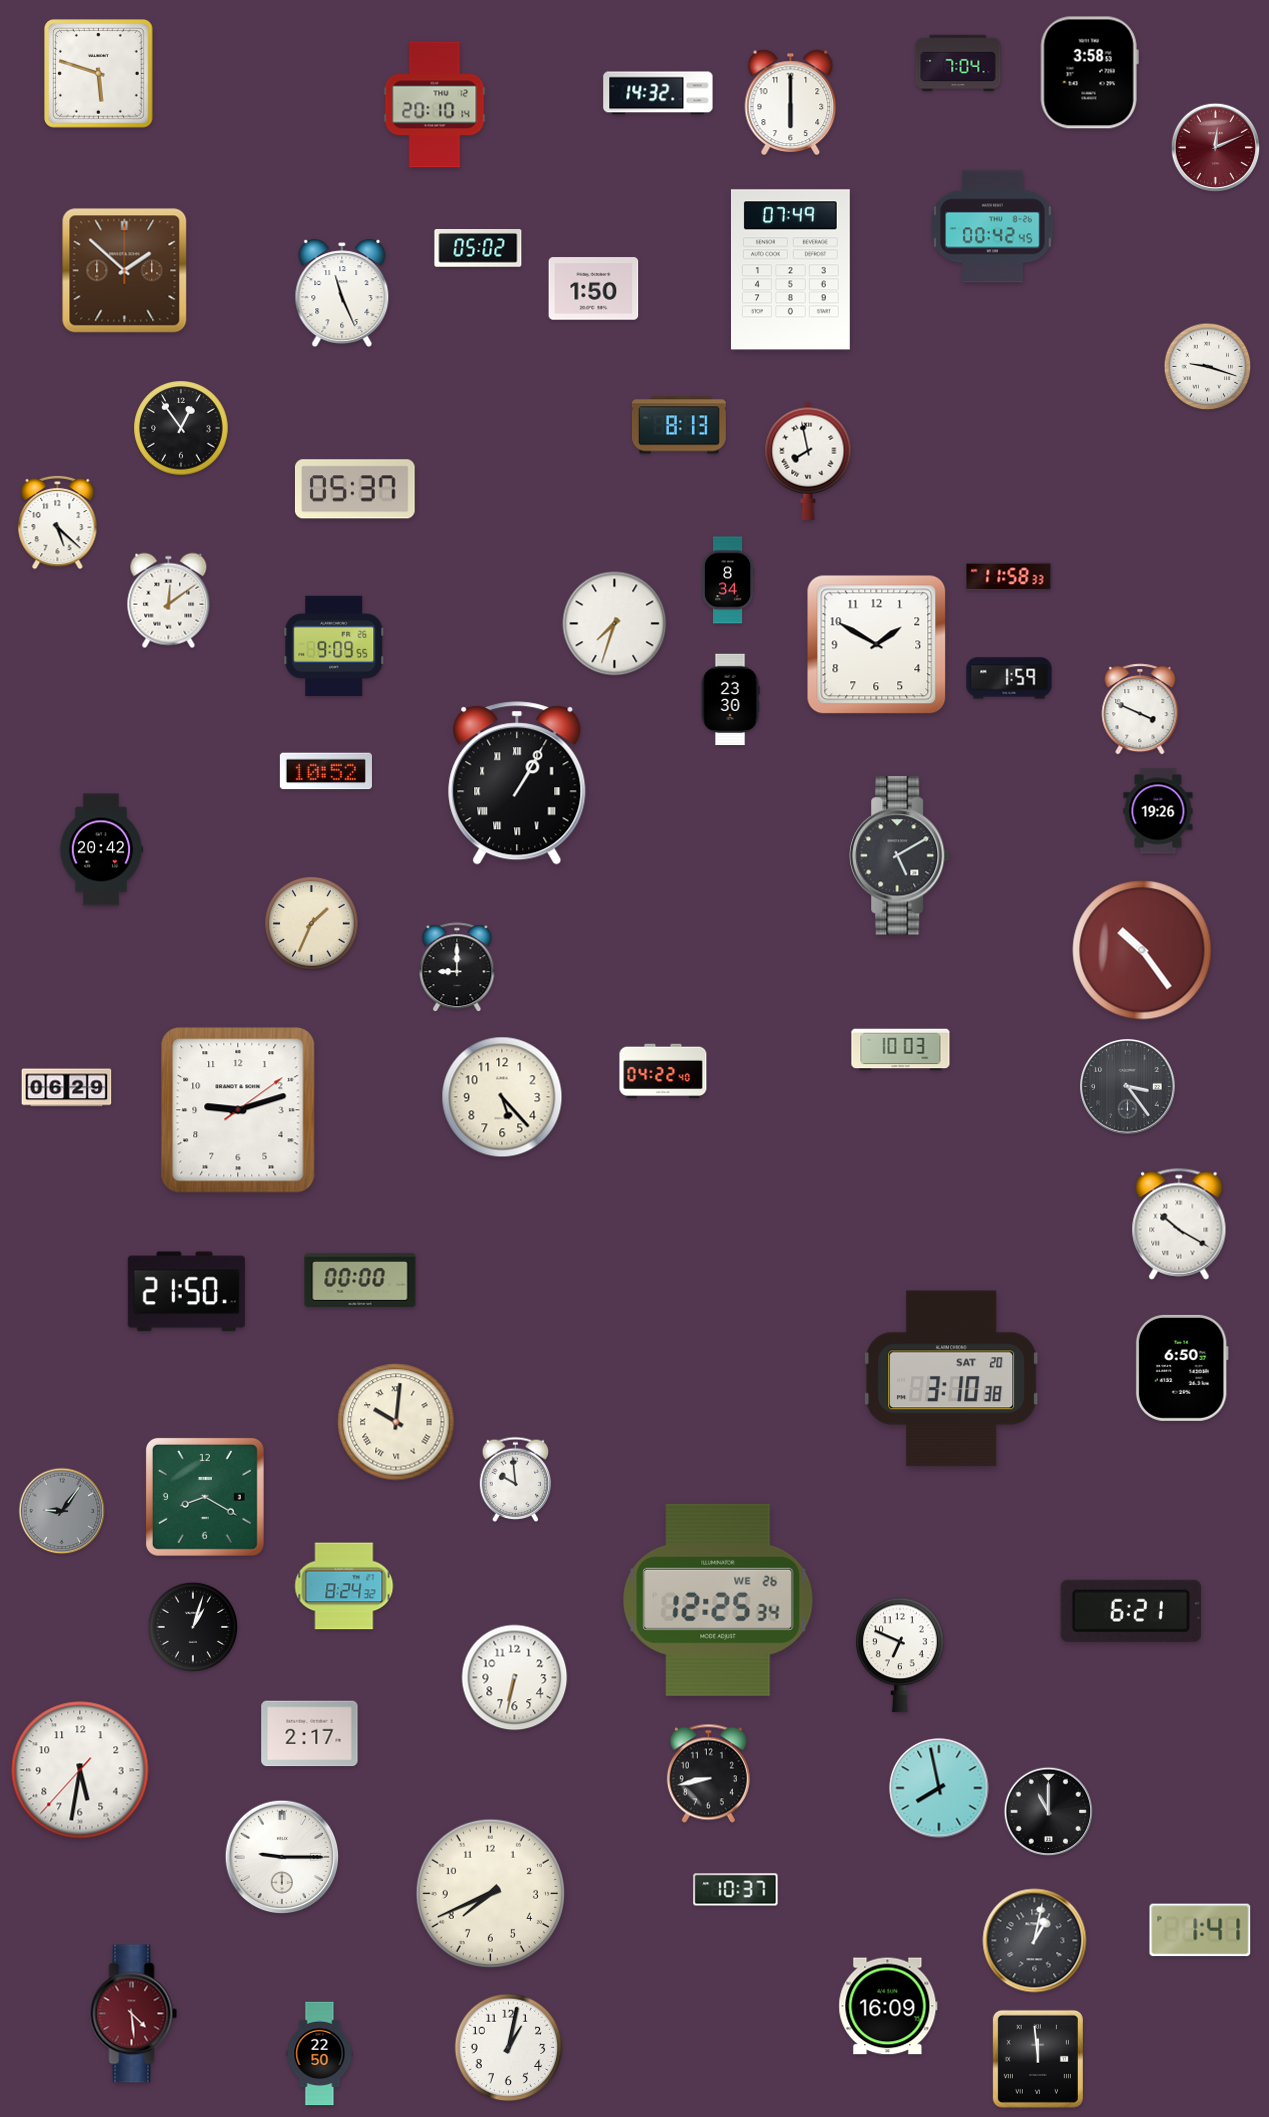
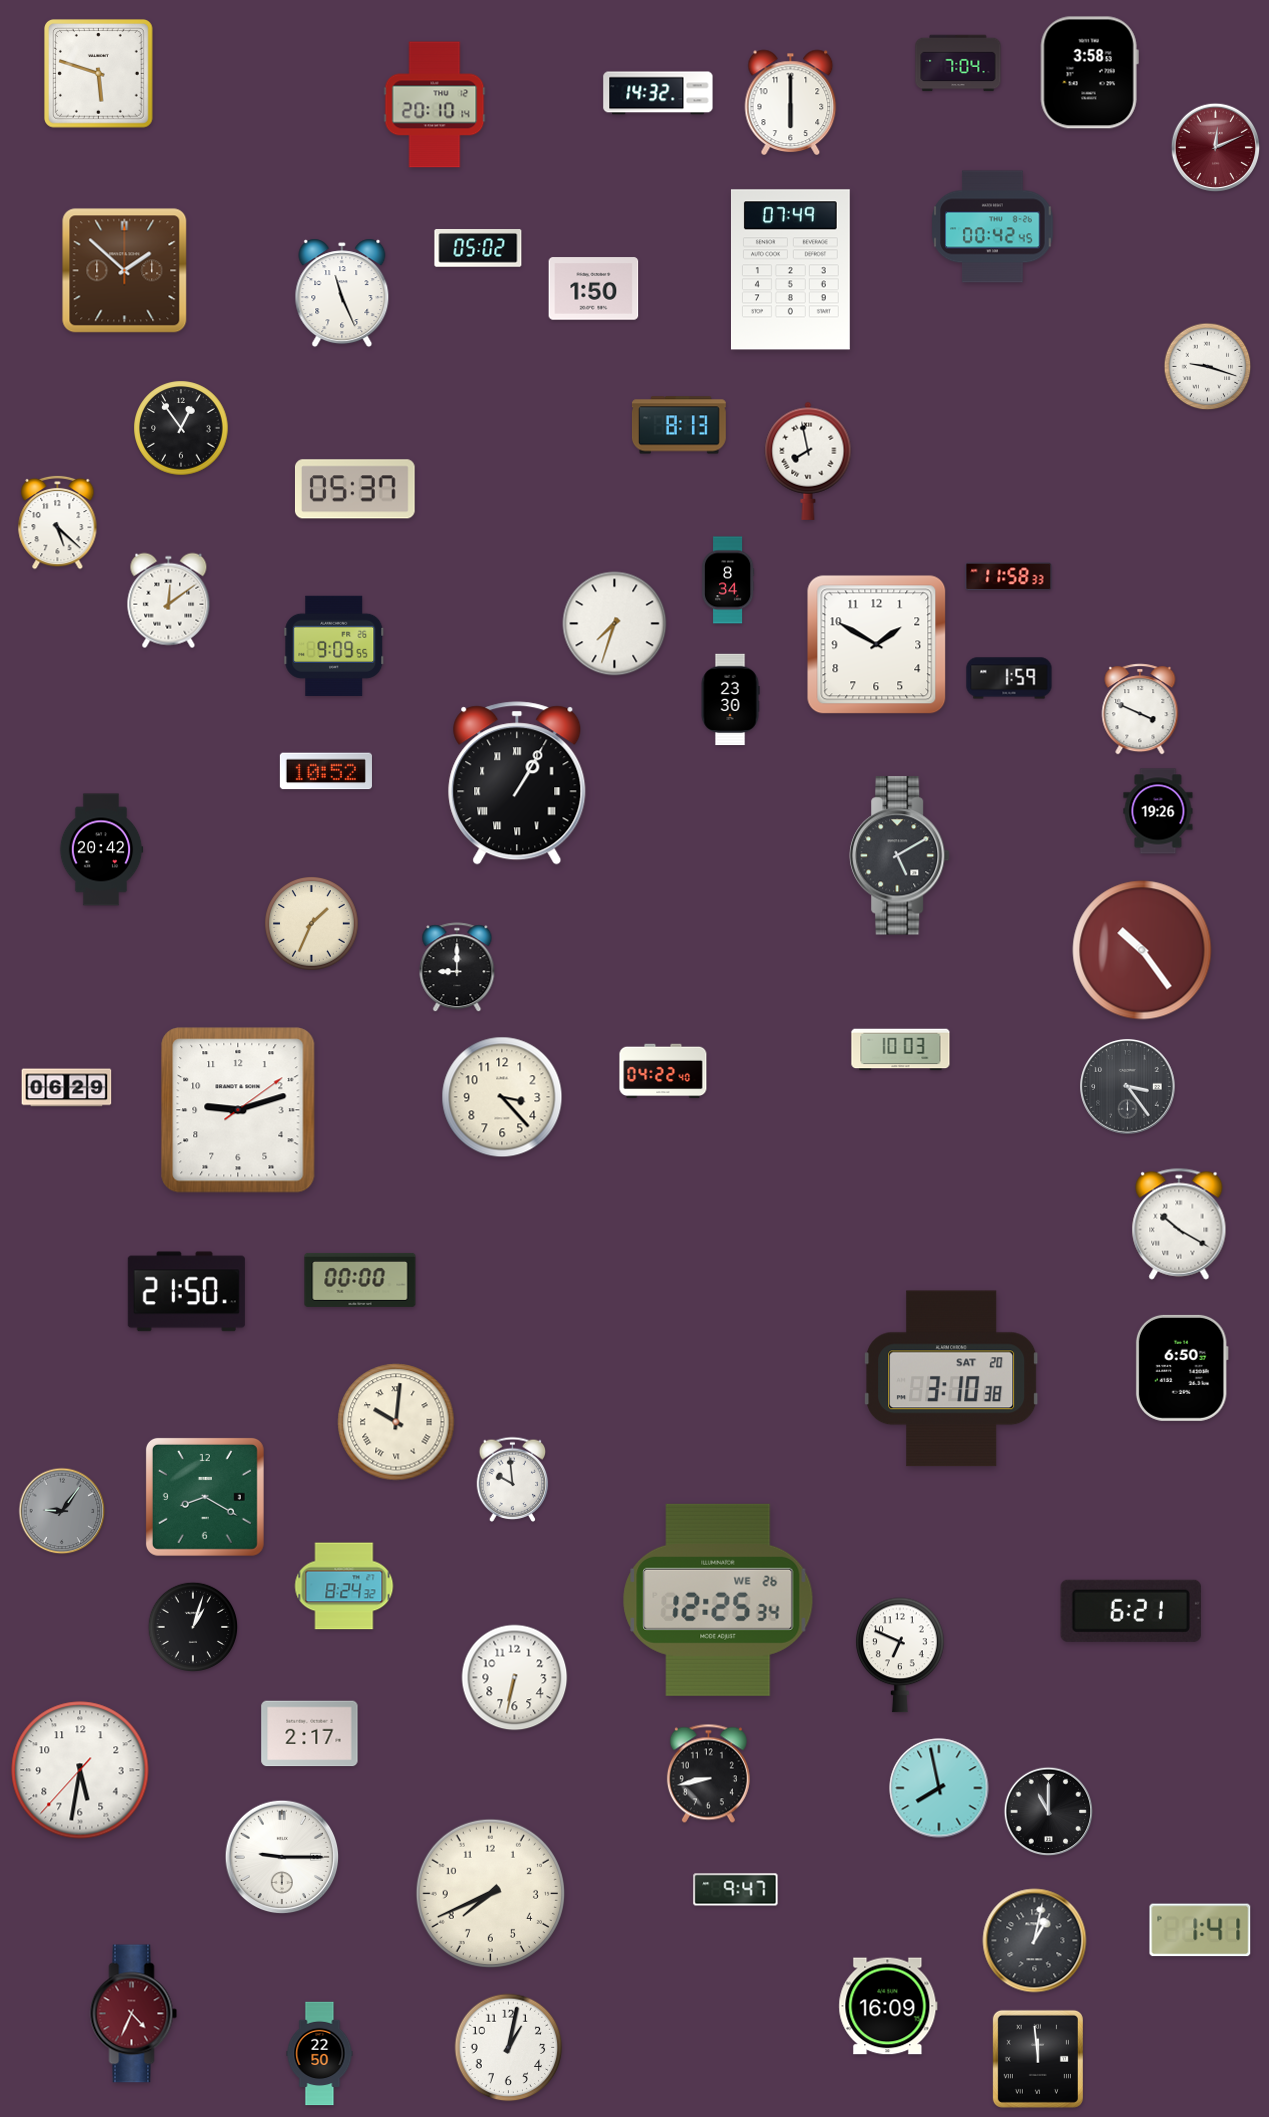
clock at (502, 1097): 5:23 -> 3:23
clock at (516, 1479) position: (516, 1479) -> (513, 1479)
clock at (736, 1890): 10:37 -> 9:47
clock at (134, 2014): 4:29 -> 4:34
